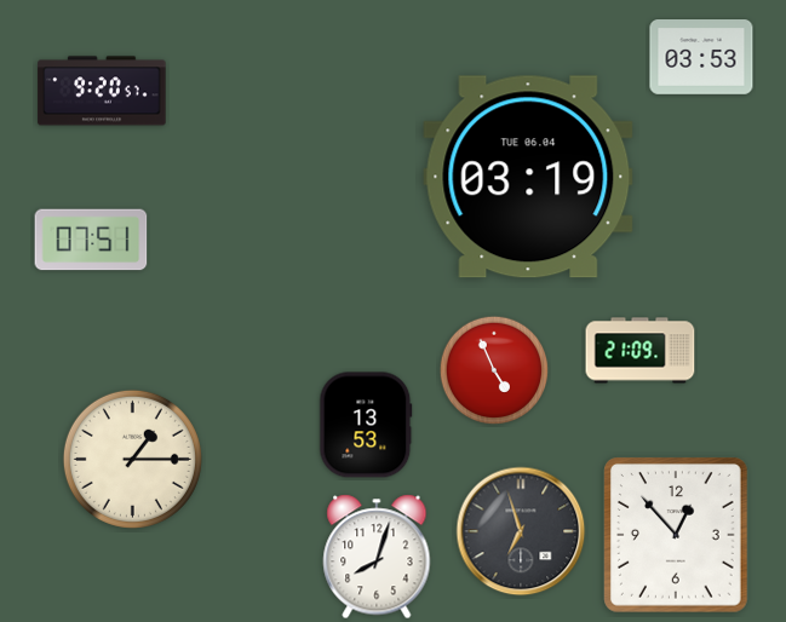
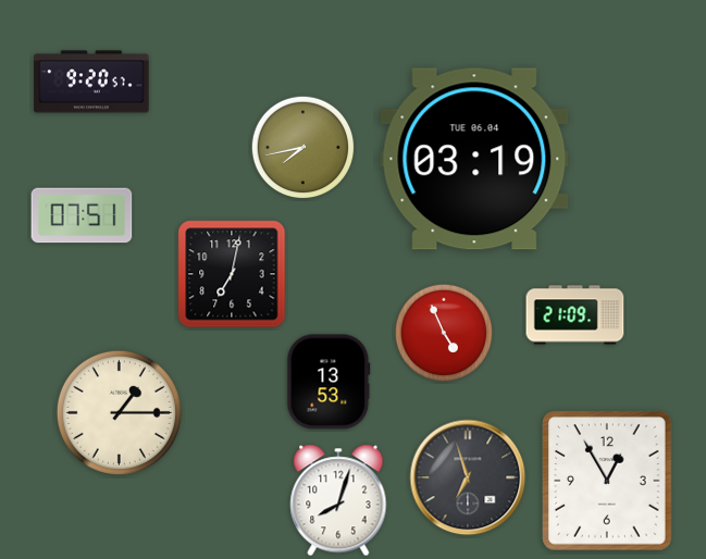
clock at (701, 58): 03:53 -> none
clock at (304, 148): none -> 7:43
clock at (232, 274): none -> 7:02
clock at (677, 535): 12:53 -> 12:55
